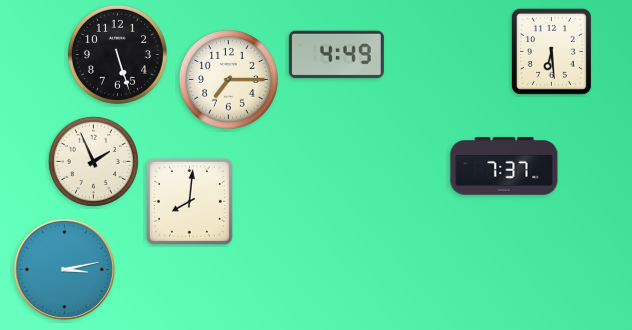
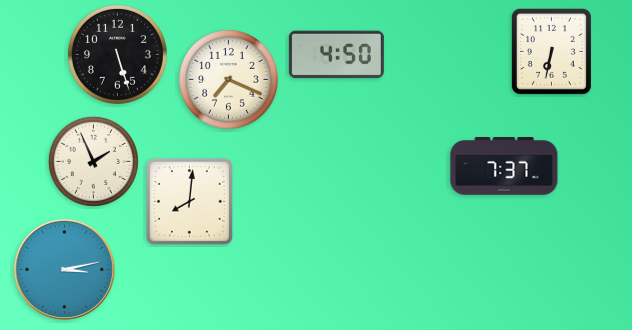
clock at (551, 51): 6:29 -> 6:32
clock at (336, 55): 4:49 -> 4:50
clock at (228, 79): 7:15 -> 7:19
